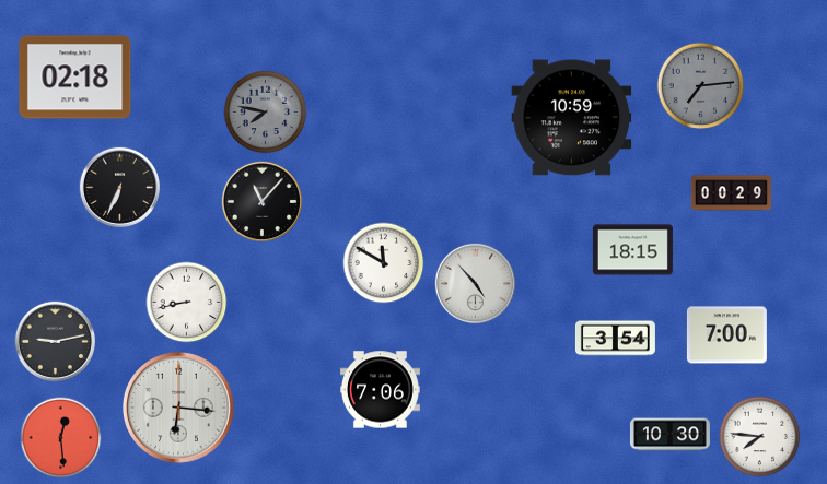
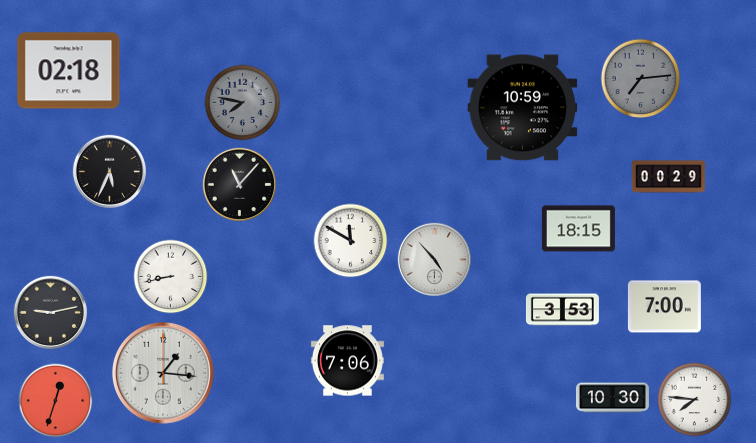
clock at (119, 187): 6:34 -> 5:34
clock at (615, 339): 3:54 -> 3:53
clock at (380, 390) position: (380, 390) -> (347, 361)
clock at (178, 408): 6:16 -> 1:16
clock at (61, 438): 12:29 -> 12:33
